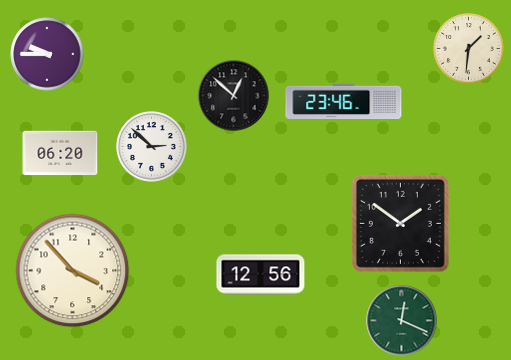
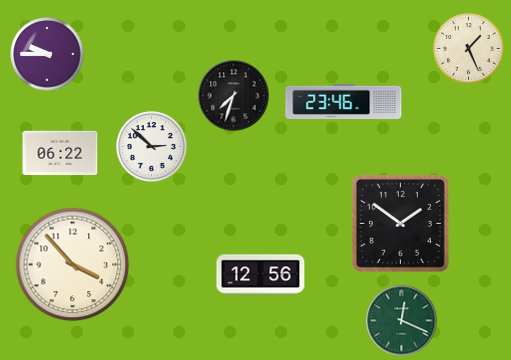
clock at (469, 49): 1:31 -> 1:26
clock at (234, 96): 12:52 -> 7:33
clock at (60, 153): 06:20 -> 06:22
clock at (73, 271) position: (73, 271) -> (73, 265)
